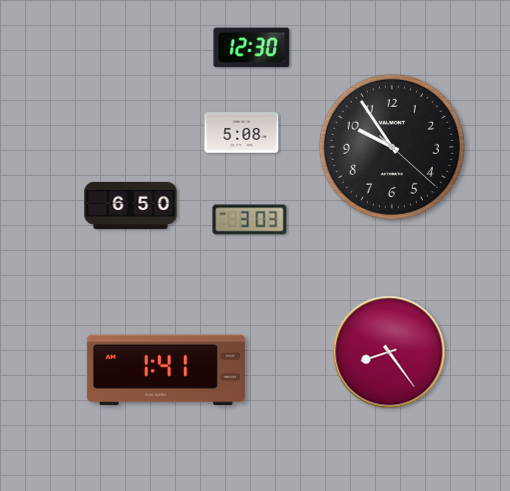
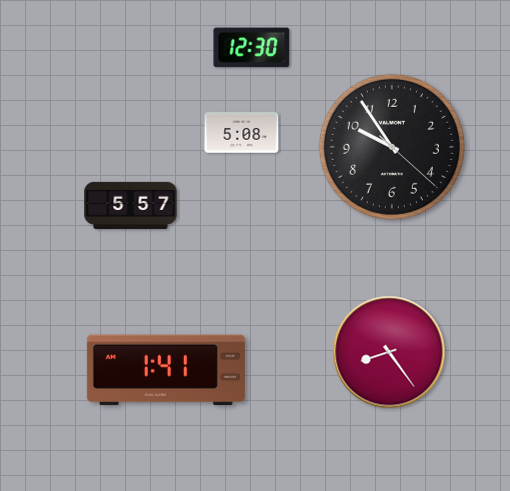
clock at (131, 205): 6:50 -> 5:57
clock at (250, 220): 3:03 -> none
